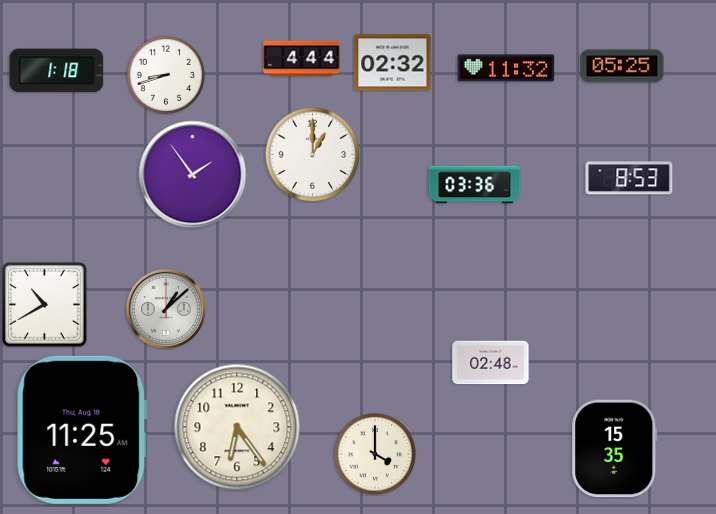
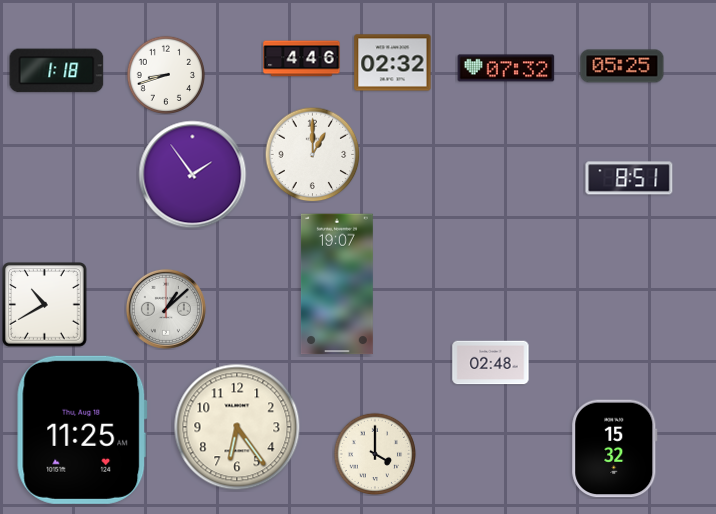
clock at (302, 59): 4:44 -> 4:46
clock at (506, 68): 11:32 -> 07:32
clock at (629, 178): 8:53 -> 8:51
clock at (475, 185): 03:36 -> none
clock at (337, 284): none -> 19:07
clock at (615, 449): 15:35 -> 15:32
